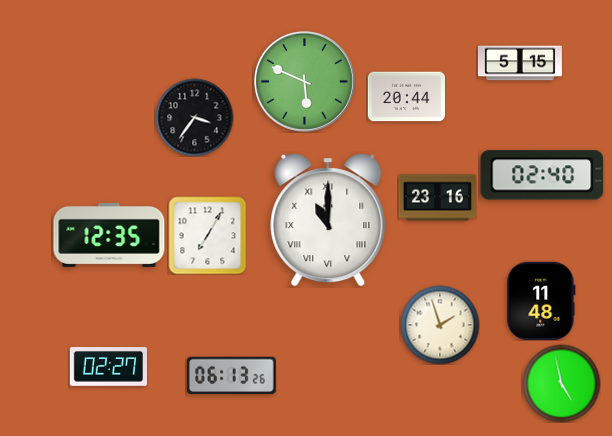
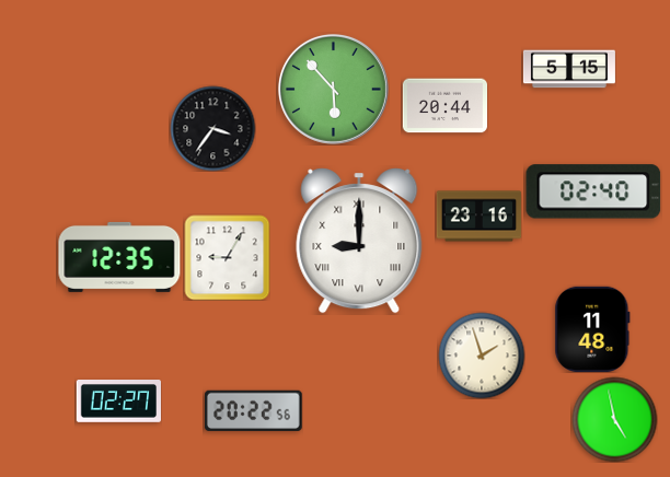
clock at (304, 81): 5:49 -> 5:53
clock at (328, 220): 11:00 -> 9:00
clock at (207, 235): 7:05 -> 9:05
clock at (231, 375): 06:13 -> 20:22
